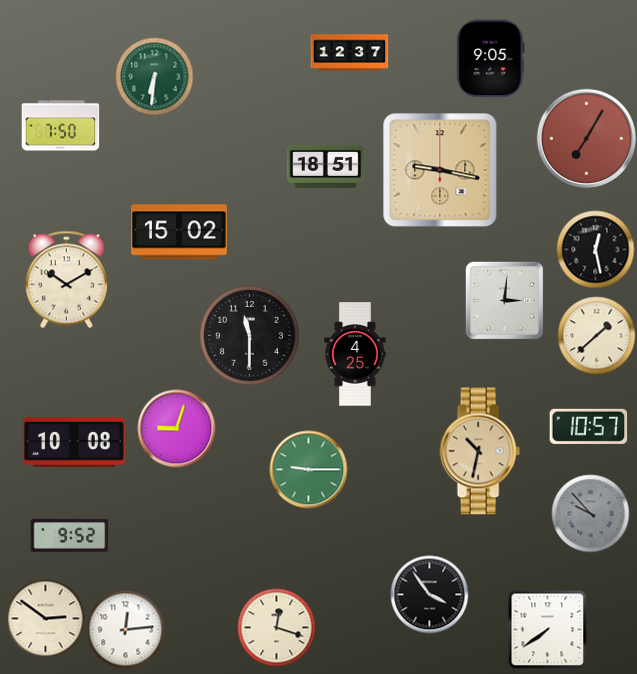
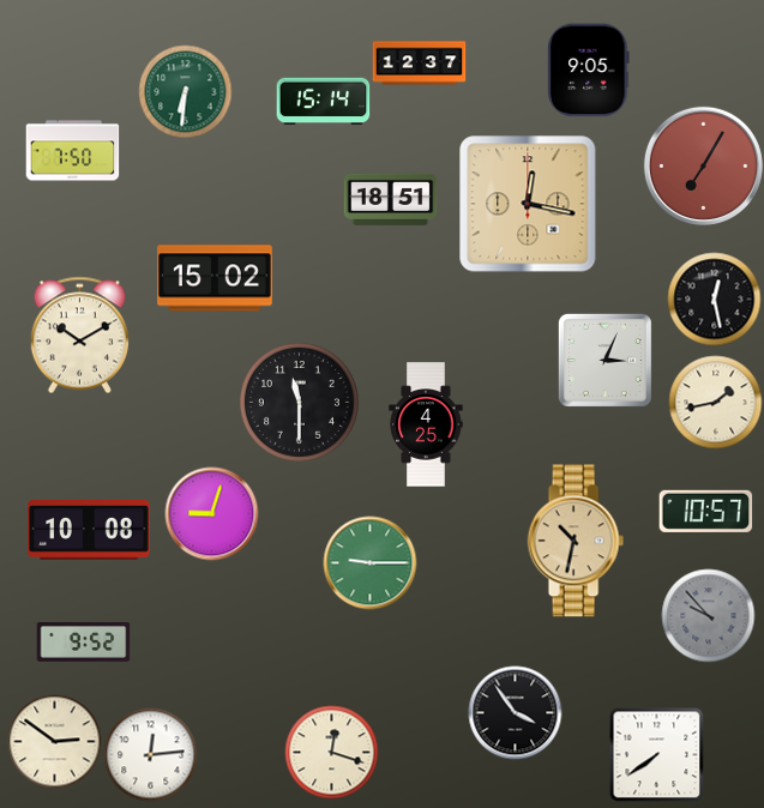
clock at (323, 102): none -> 15:14
clock at (440, 170): 9:17 -> 12:17
clock at (504, 300): 3:01 -> 3:04
clock at (596, 335): 1:38 -> 1:43
